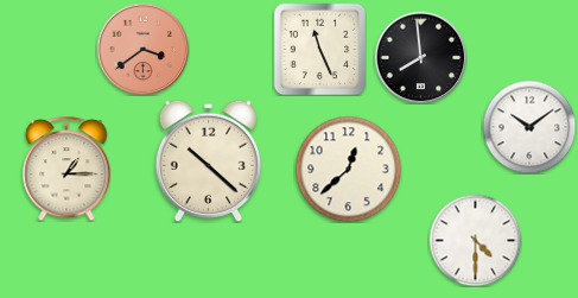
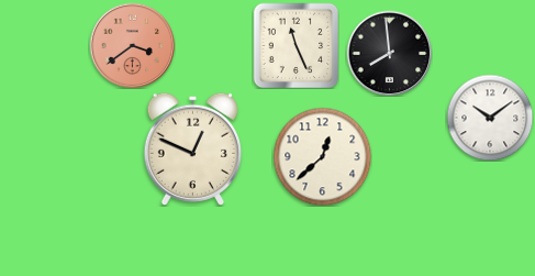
clock at (208, 160): 10:22 -> 12:49
clock at (66, 169): 1:15 -> none
clock at (475, 240): 4:30 -> none
